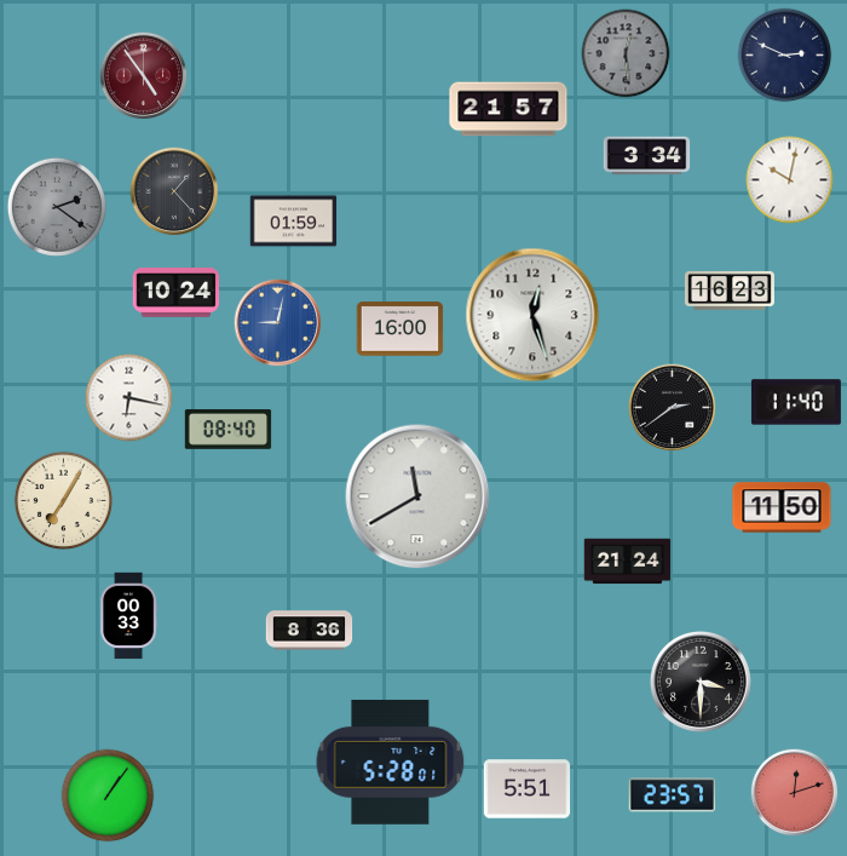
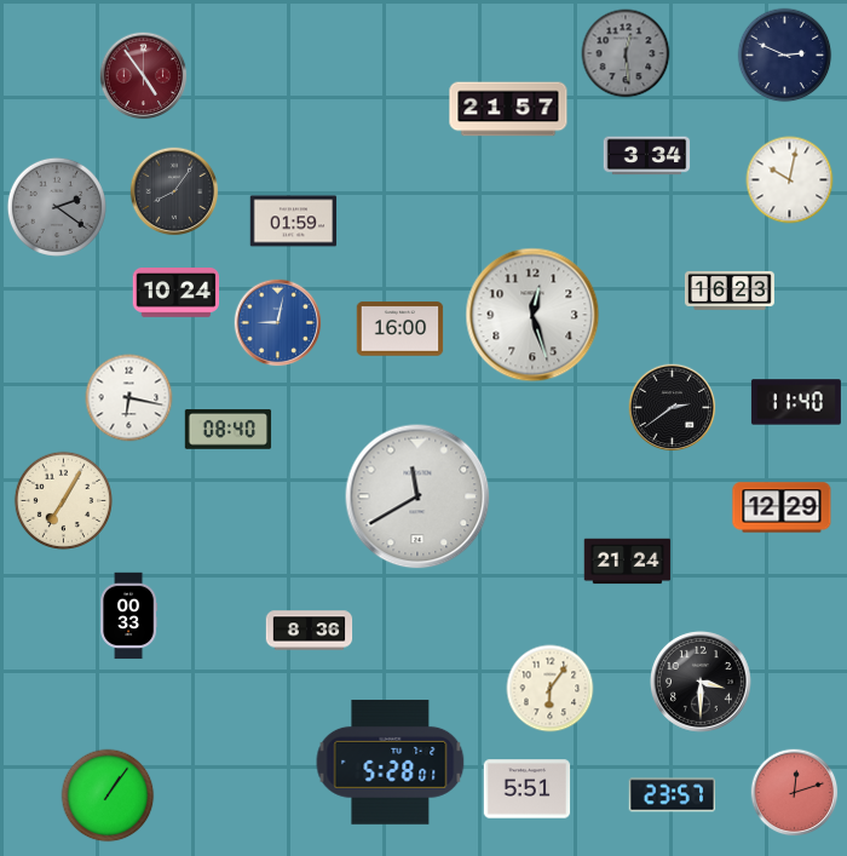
clock at (174, 191): 1:23 -> 8:06
clock at (782, 507): 11:50 -> 12:29
clock at (551, 689): none -> 6:06
